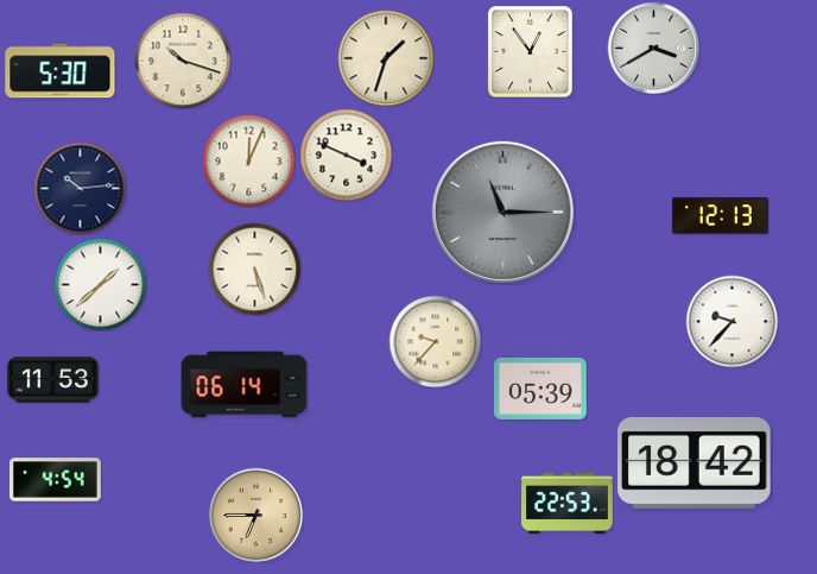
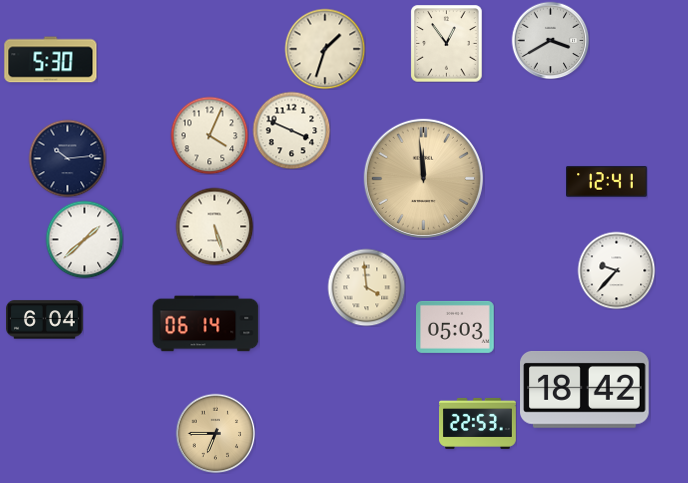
clock at (183, 61): 10:18 -> none
clock at (248, 160): 12:04 -> 4:04
clock at (502, 212): 11:15 -> 11:59
clock at (502, 212) dial: grey -> champagne
clock at (721, 216): 12:13 -> 12:41
clock at (435, 341): 9:37 -> 3:59
clock at (53, 380): 11:53 -> 6:04
clock at (541, 389): 05:39 -> 05:03
clock at (56, 480): 4:54 -> none
